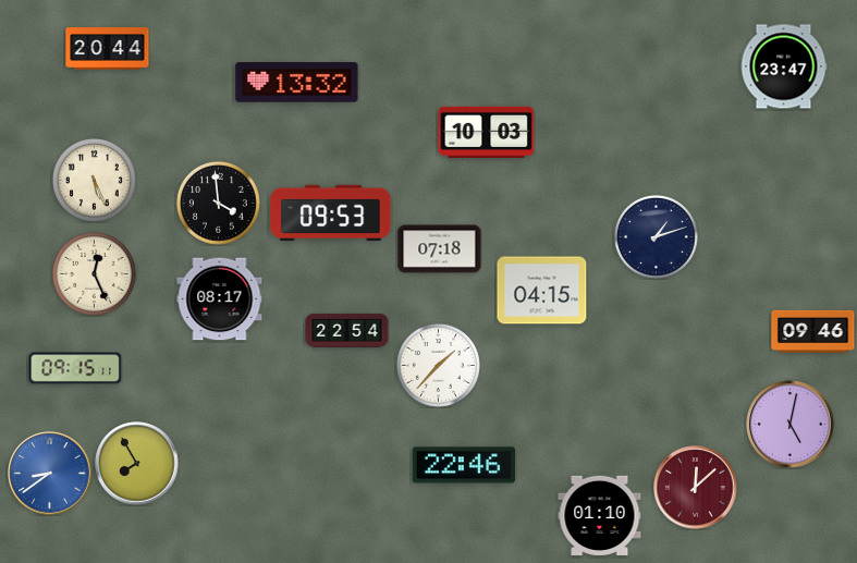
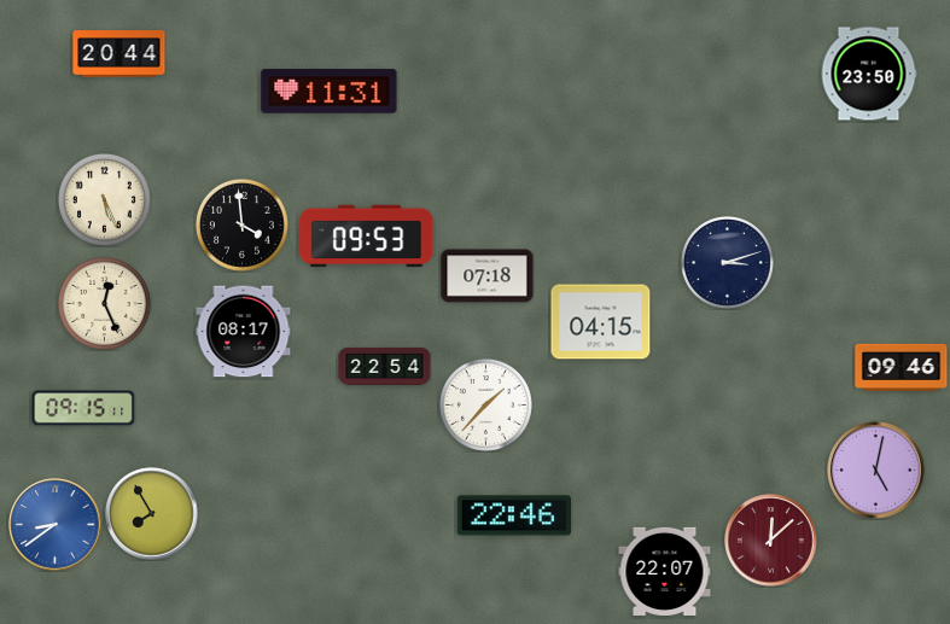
clock at (784, 66): 23:47 -> 23:50
clock at (297, 83): 13:32 -> 11:31
clock at (487, 132): 10:03 -> none
clock at (656, 236): 1:12 -> 3:12
clock at (600, 515): 01:10 -> 22:07
